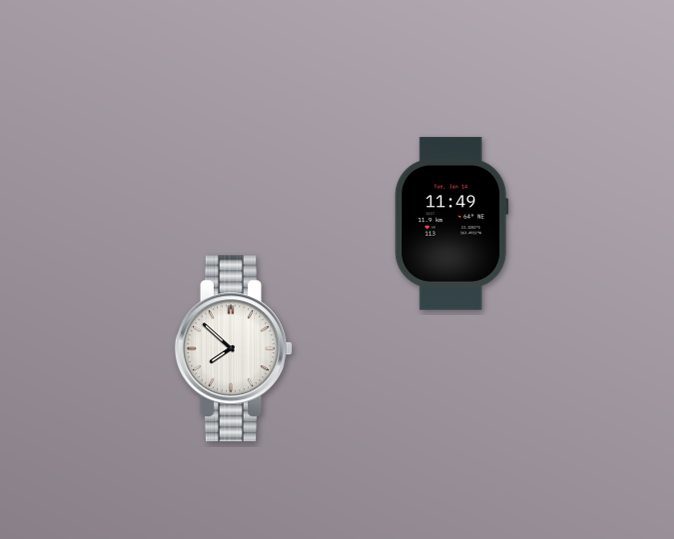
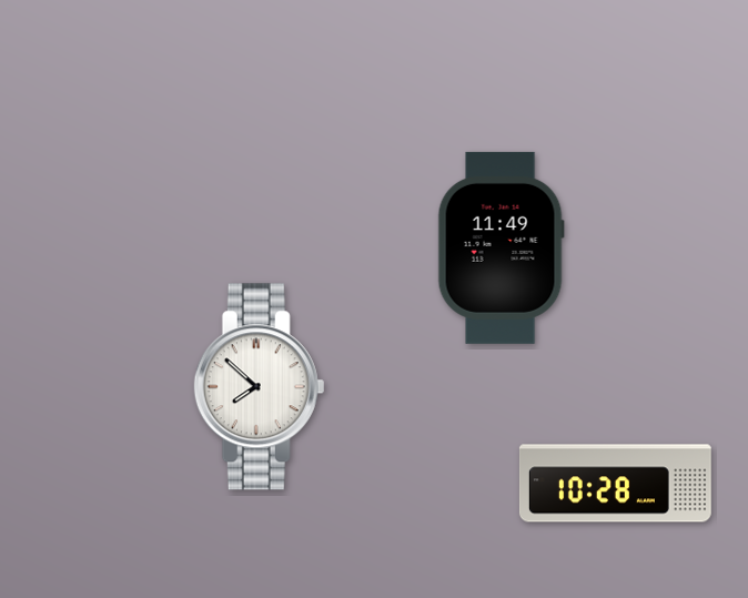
clock at (615, 484): none -> 10:28
